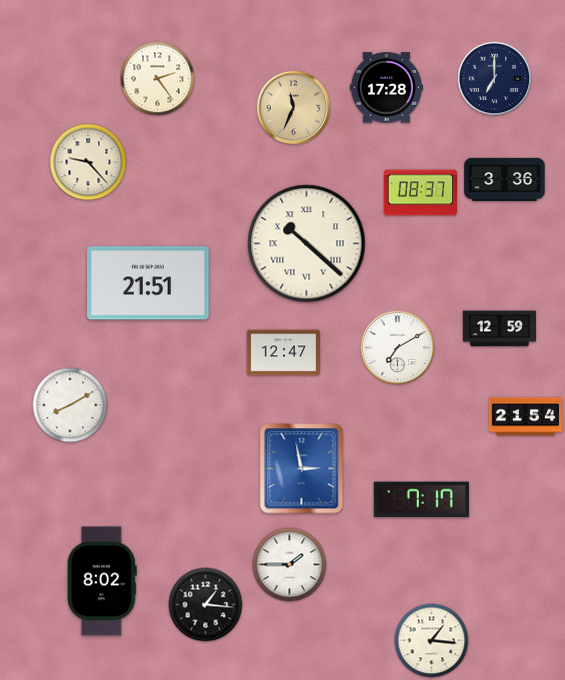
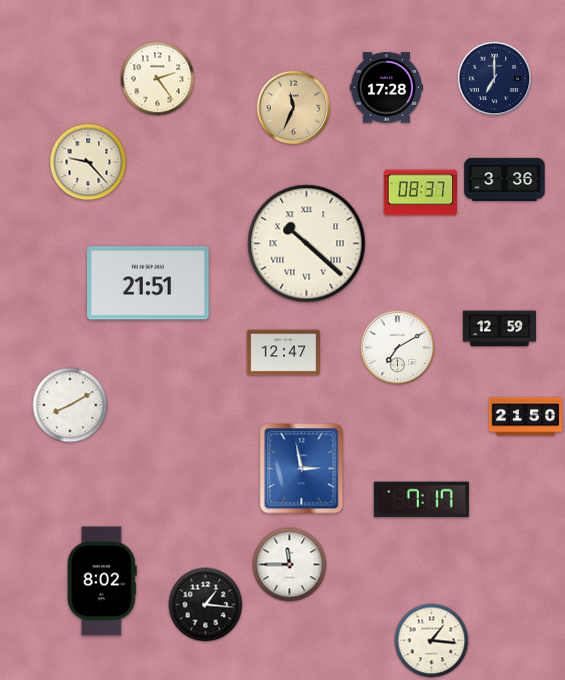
clock at (526, 417): 21:54 -> 21:50
clock at (290, 565): 1:45 -> 11:45
